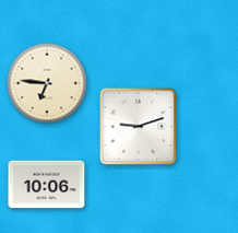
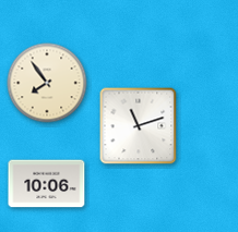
clock at (47, 83): 6:46 -> 7:54
clock at (139, 127): 9:12 -> 11:12
